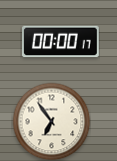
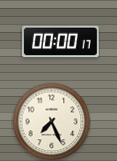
clock at (51, 121): 6:54 -> 7:26
